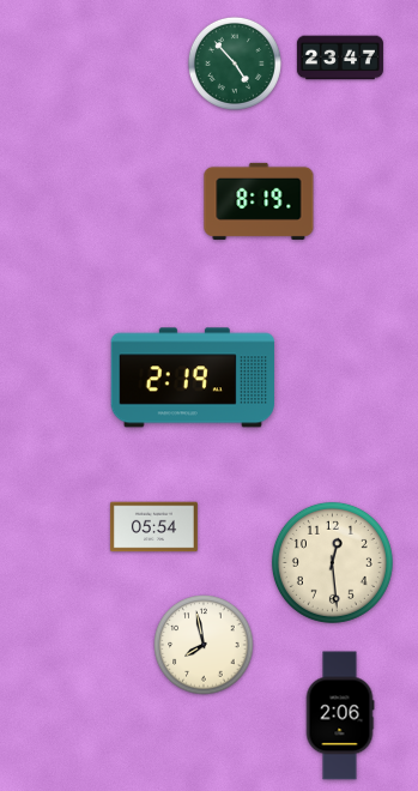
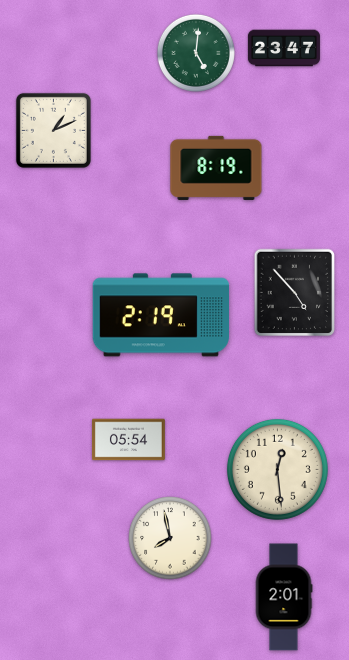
clock at (235, 64): 4:53 -> 5:01
clock at (53, 130): none -> 1:11
clock at (295, 293): none -> 4:53
clock at (340, 715): 2:06 -> 2:01
